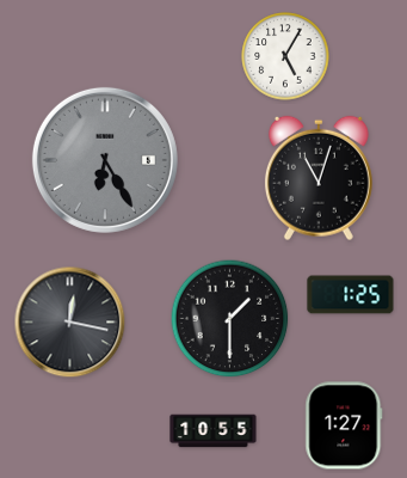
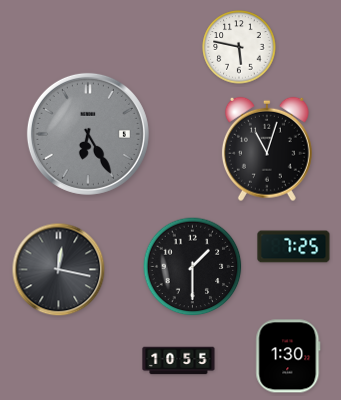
clock at (285, 56): 5:05 -> 5:47
clock at (351, 295): 1:25 -> 7:25
clock at (344, 425): 1:27 -> 1:30
